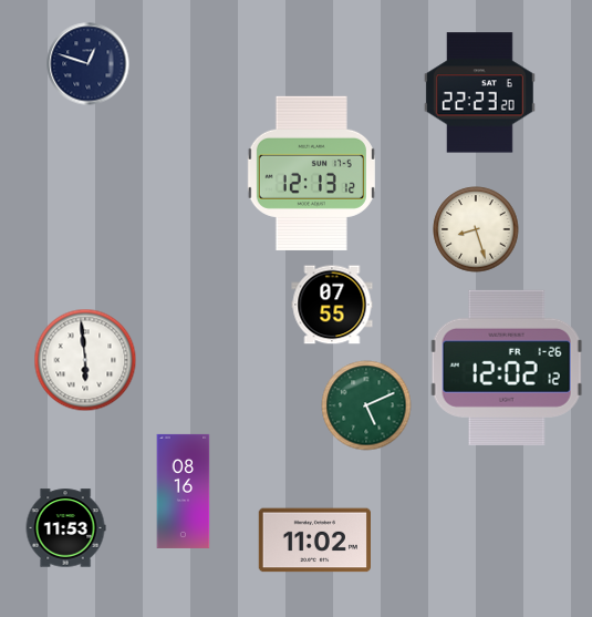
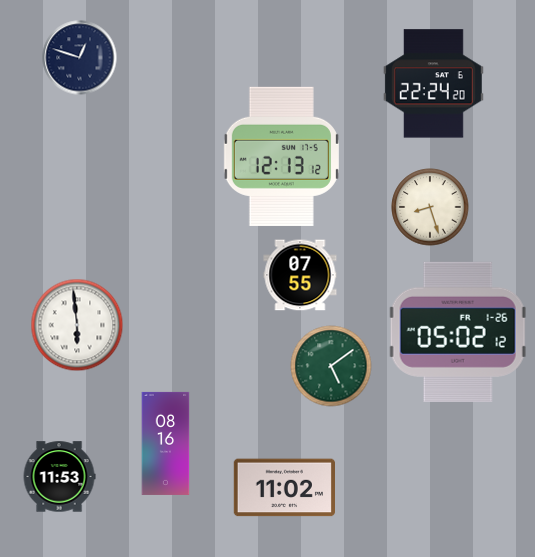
clock at (479, 93): 22:23 -> 22:24
clock at (507, 368): 12:02 -> 05:02
clock at (366, 405): 5:11 -> 5:09
